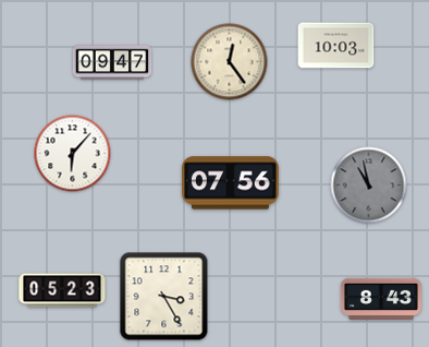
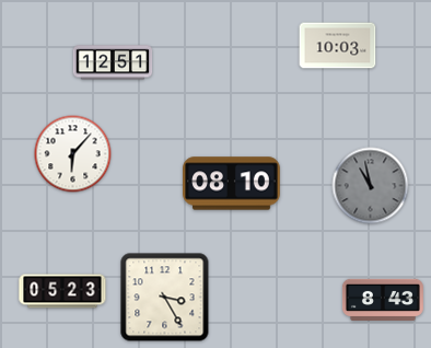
clock at (112, 62): 09:47 -> 12:51
clock at (230, 62): 12:24 -> none
clock at (231, 183): 07:56 -> 08:10
